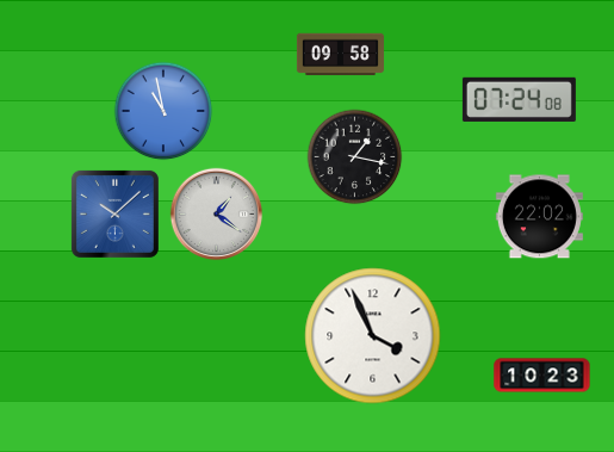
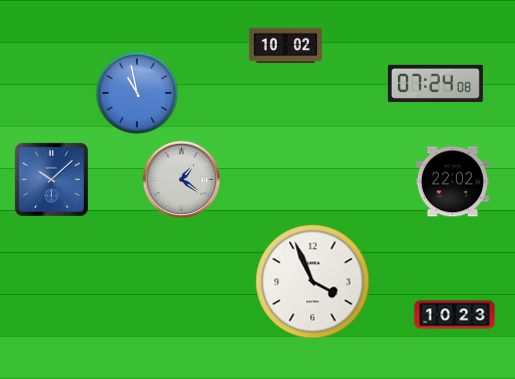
clock at (340, 55): 09:58 -> 10:02
clock at (355, 157): 1:17 -> none
clock at (114, 213) position: (114, 213) -> (51, 179)
